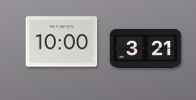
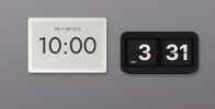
clock at (146, 48): 3:21 -> 3:31
